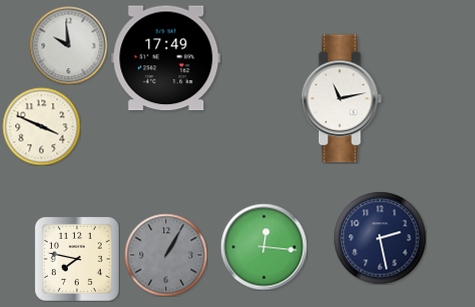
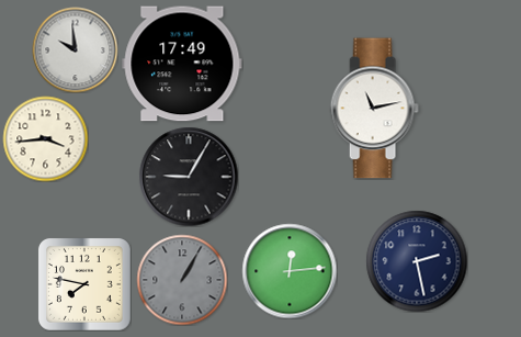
clock at (41, 126): 3:49 -> 3:44
clock at (189, 177): none -> 9:05
clock at (264, 247): 12:16 -> 12:14
